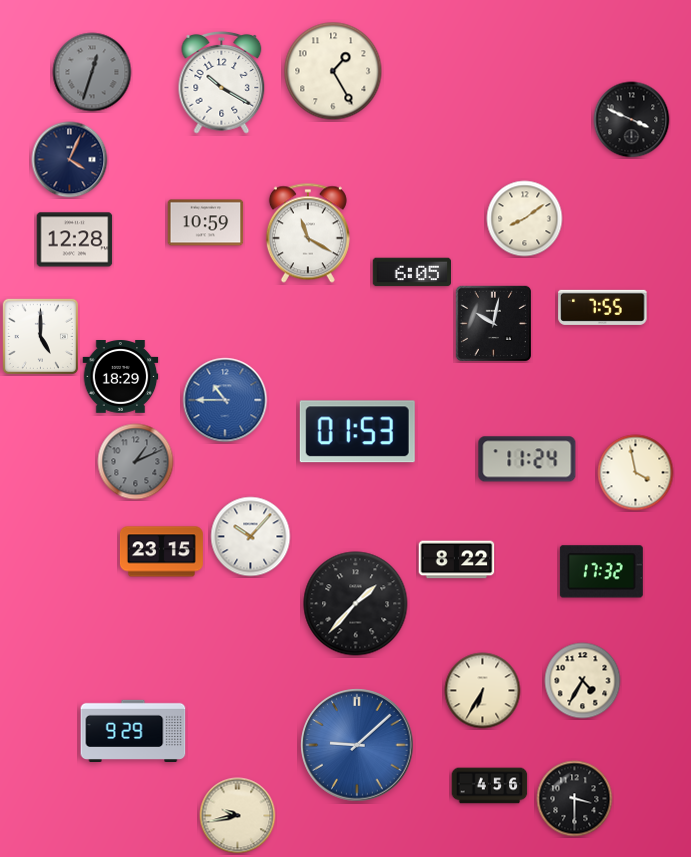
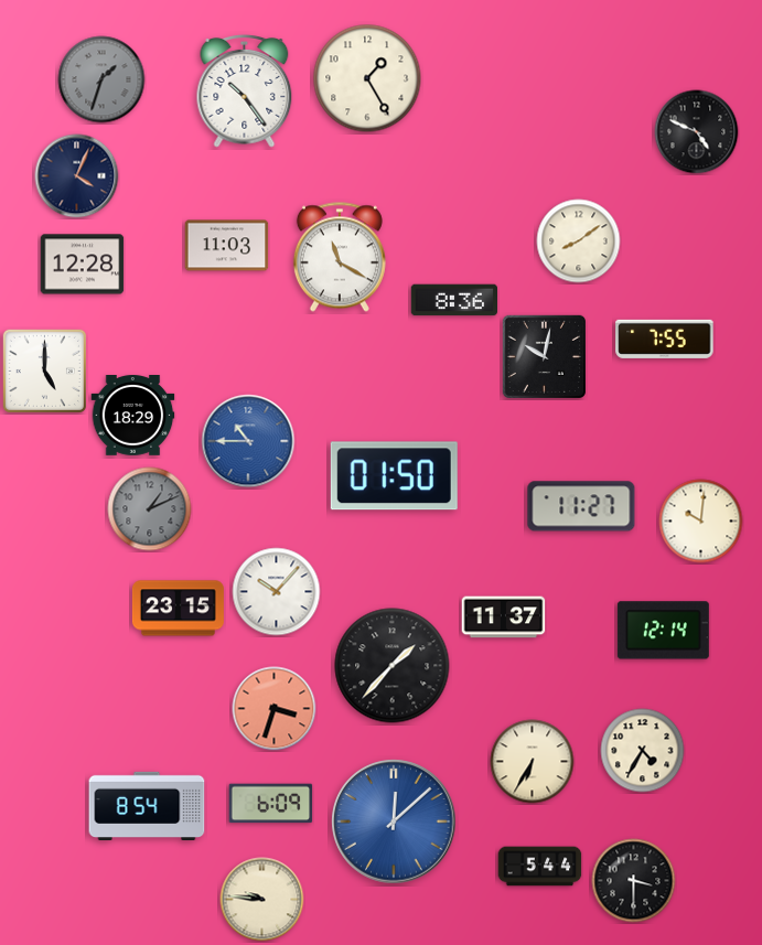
clock at (92, 72): 12:33 -> 1:33
clock at (222, 83): 10:20 -> 10:24
clock at (632, 120): 3:49 -> 4:49
clock at (206, 223): 10:59 -> 11:03
clock at (411, 272): 6:05 -> 8:36
clock at (357, 432): 01:53 -> 01:50
clock at (527, 459): 11:24 -> 11:27
clock at (636, 473): 3:58 -> 10:01
clock at (457, 560): 8:22 -> 11:37
clock at (601, 572): 17:32 -> 12:14
clock at (275, 709): none -> 3:33
clock at (271, 804): none -> 6:09
clock at (133, 730): 9:29 -> 8:54
clock at (357, 745): 9:08 -> 12:08
clock at (490, 786): 4:56 -> 5:44
clock at (238, 816): 9:43 -> 9:46
